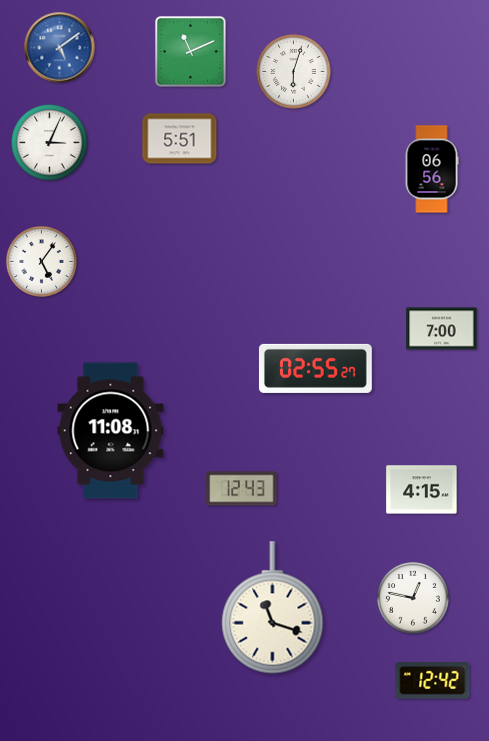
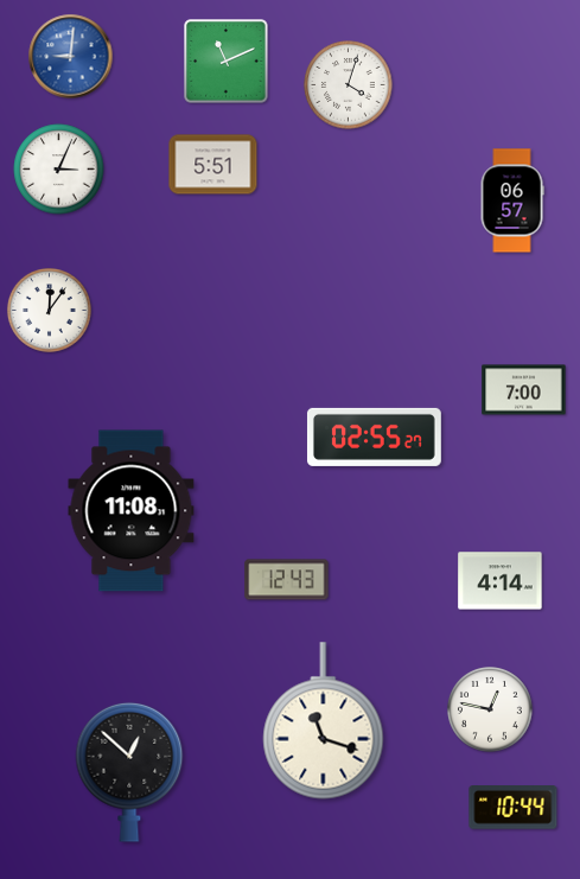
clock at (60, 48): 5:09 -> 9:01
clock at (294, 72): 6:03 -> 4:03
clock at (432, 169): 06:56 -> 06:57
clock at (41, 261): 5:06 -> 12:06
clock at (422, 490): 4:15 -> 4:14
clock at (129, 772): none -> 12:52
clock at (433, 681): 12:42 -> 10:44
